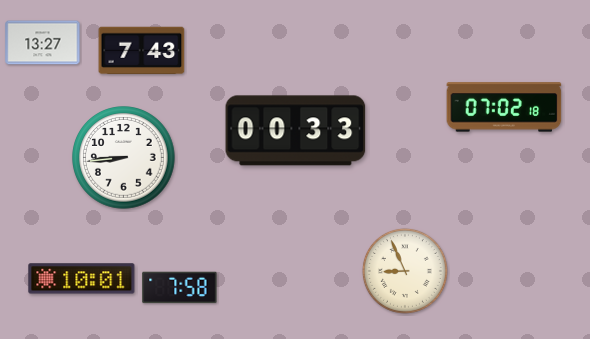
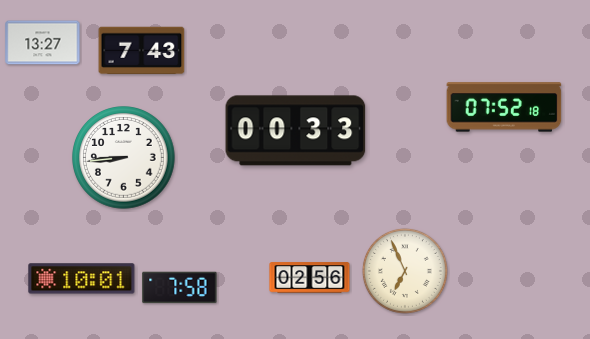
clock at (504, 107): 07:02 -> 07:52
clock at (405, 271): 8:56 -> 6:56
clock at (310, 278): none -> 02:56
